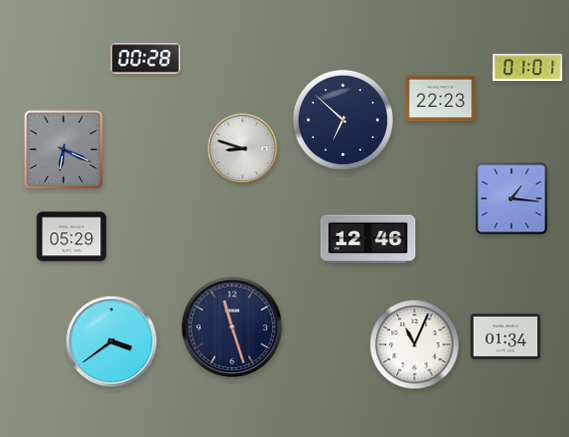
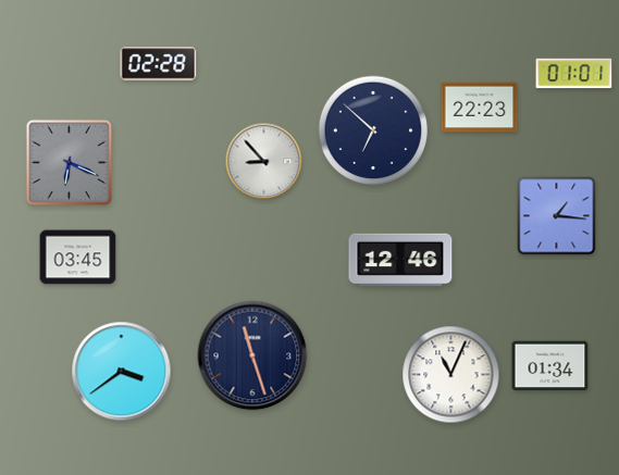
clock at (146, 59): 00:28 -> 02:28
clock at (243, 149): 8:48 -> 8:53
clock at (72, 237): 05:29 -> 03:45
